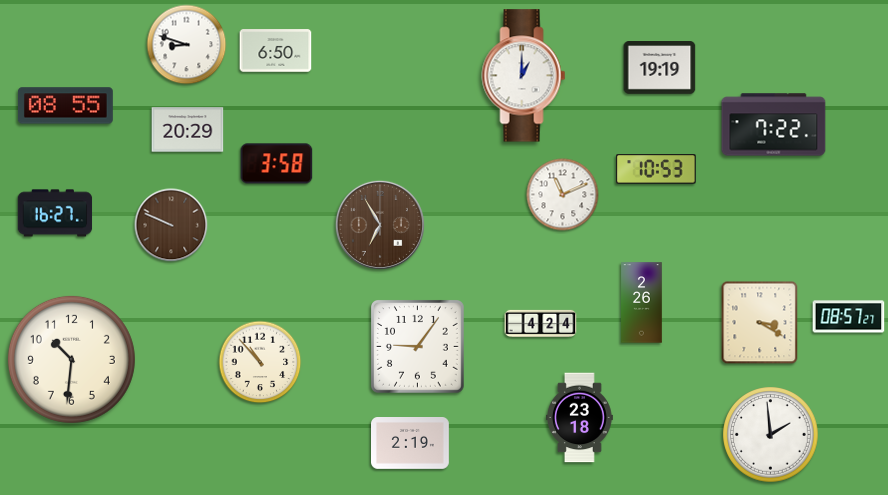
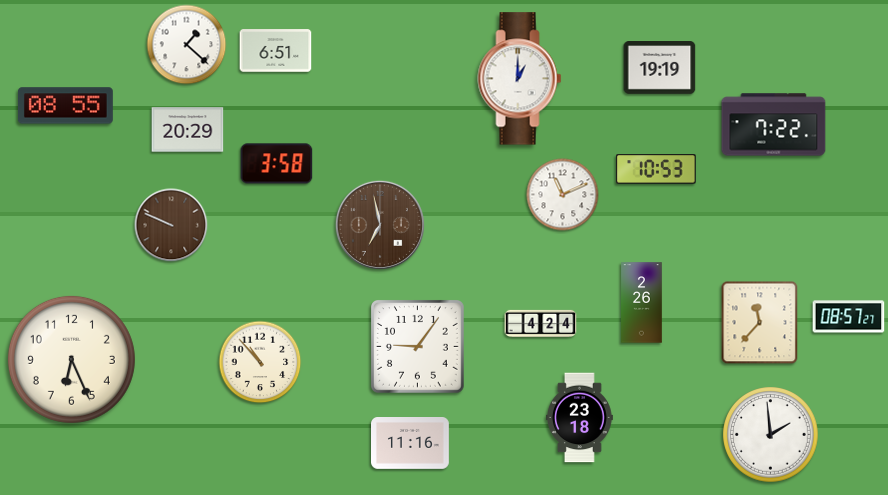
clock at (187, 45): 8:48 -> 1:22
clock at (276, 51): 6:50 -> 6:51
clock at (524, 76) position: (524, 76) -> (520, 79)
clock at (55, 213): 16:27 -> none
clock at (380, 225): 6:55 -> 6:58
clock at (760, 323): 3:20 -> 11:37
clock at (71, 359): 10:31 -> 6:26
clock at (411, 444): 2:19 -> 11:16
